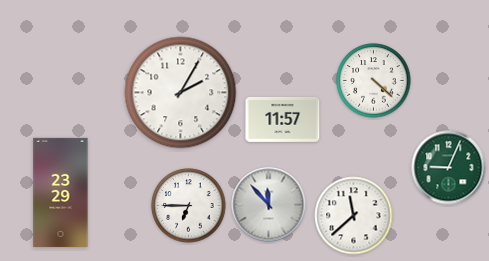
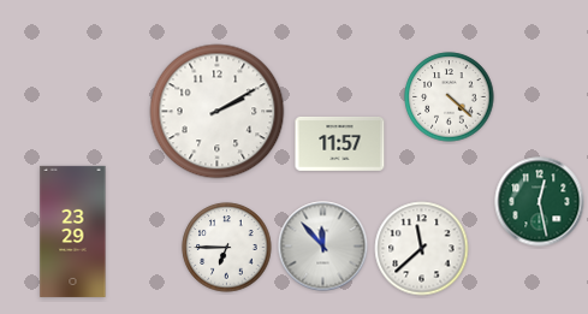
clock at (181, 93): 2:05 -> 2:10
clock at (449, 168): 9:04 -> 12:28
clock at (354, 216) position: (354, 216) -> (422, 249)
